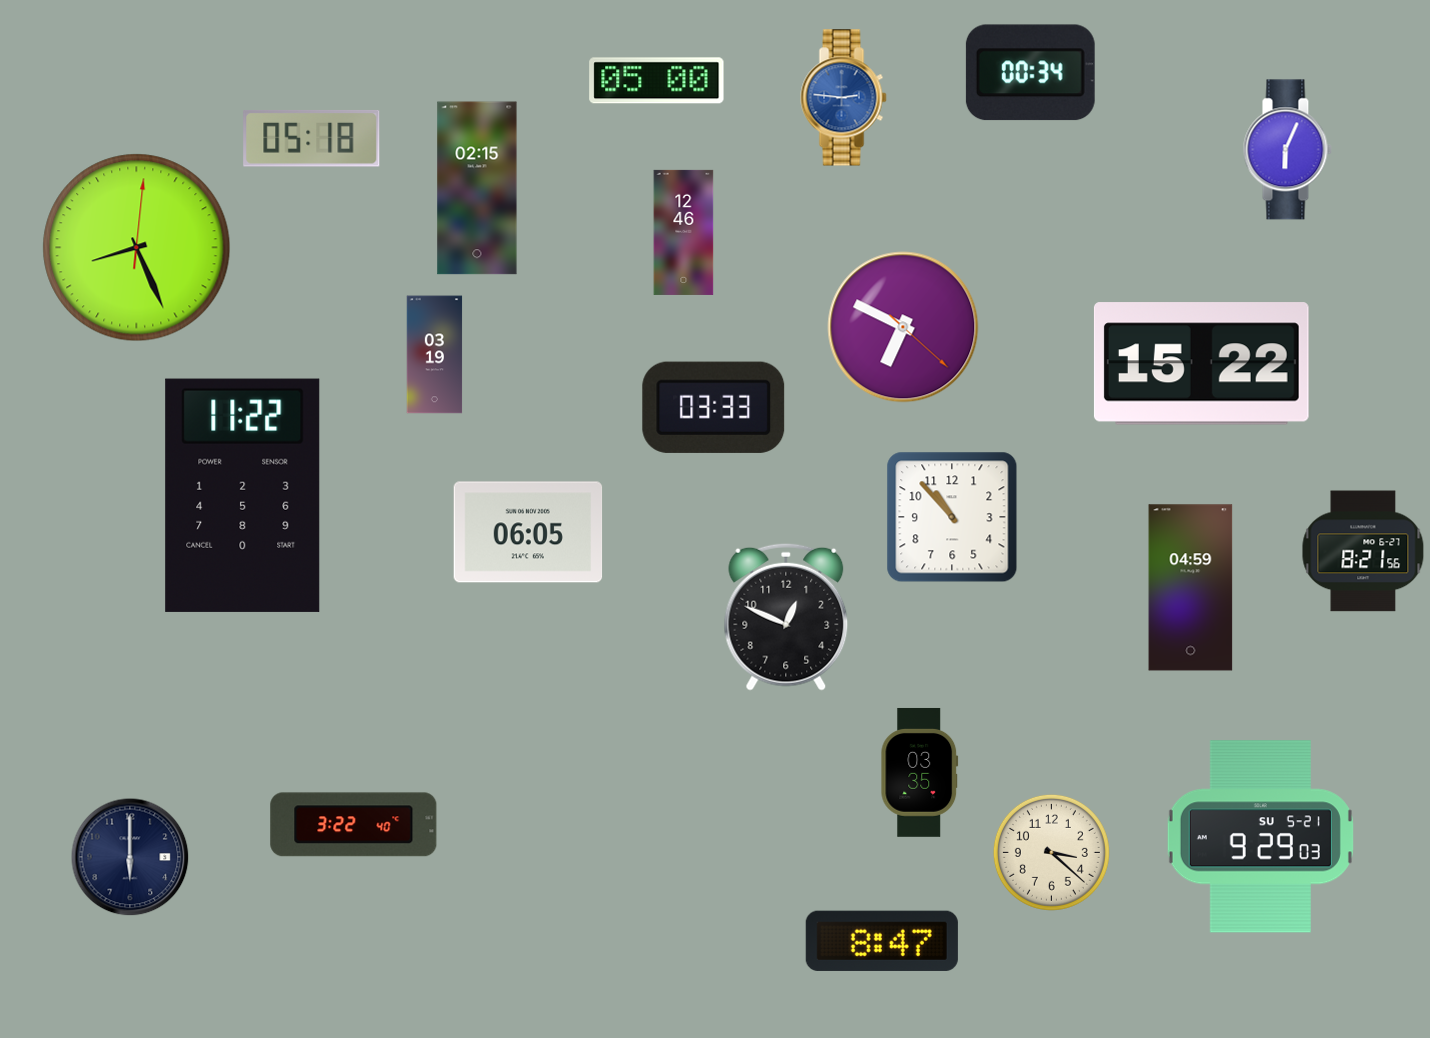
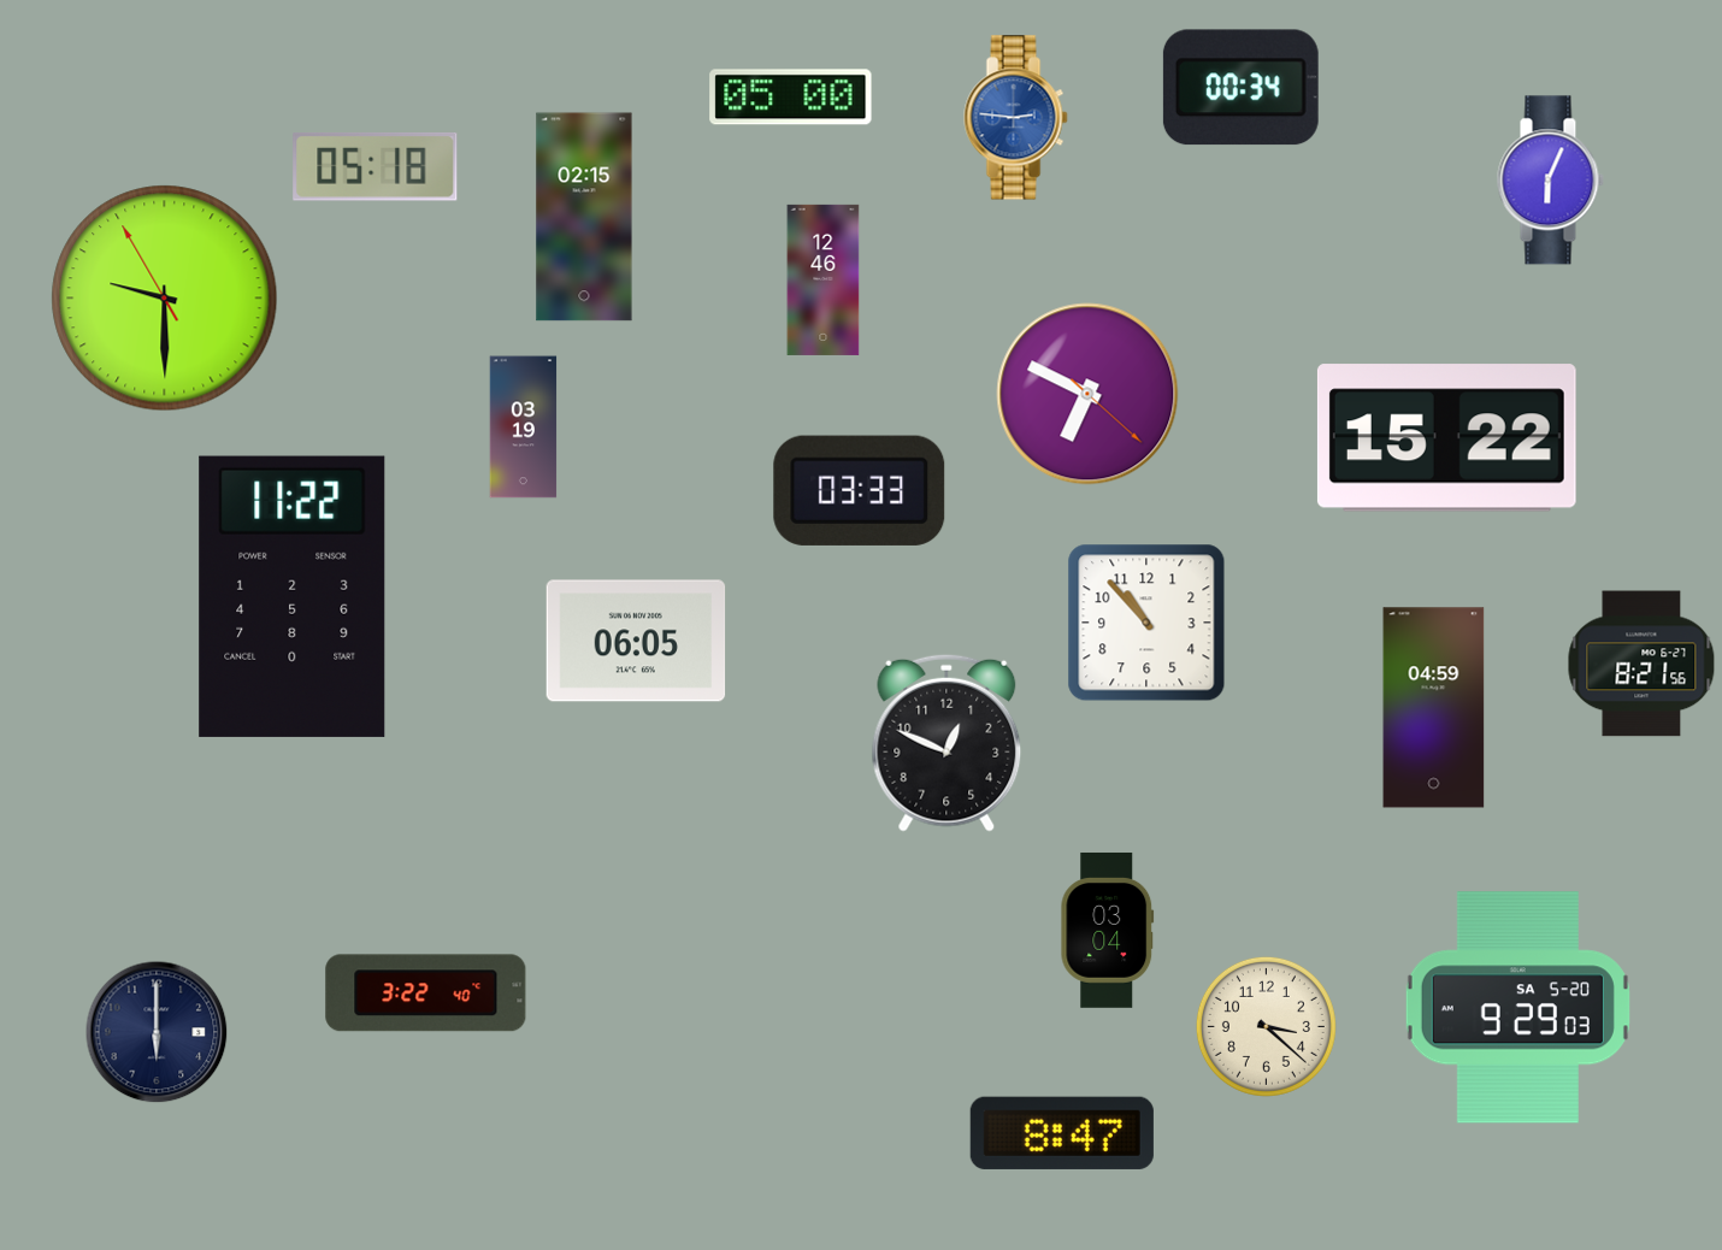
clock at (477, 188) position: (477, 188) -> (584, 217)
clock at (137, 248): 8:26 -> 9:29
clock at (920, 772): 03:35 -> 03:04
clock at (1260, 837) date: SU 5-21 -> SA 5-20
